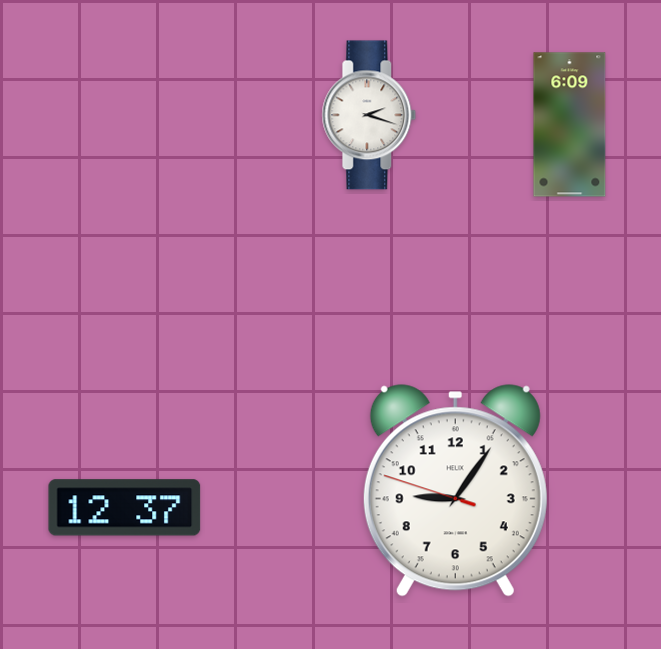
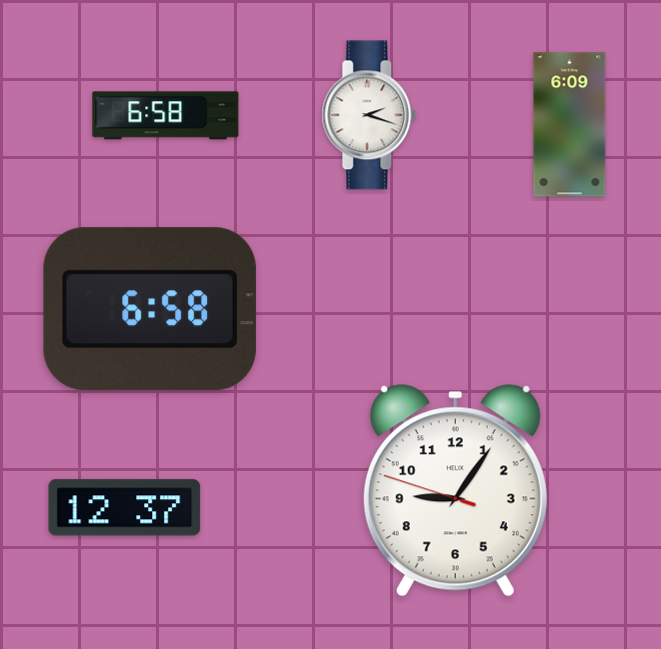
clock at (166, 116): none -> 6:58
clock at (150, 309): none -> 6:58
